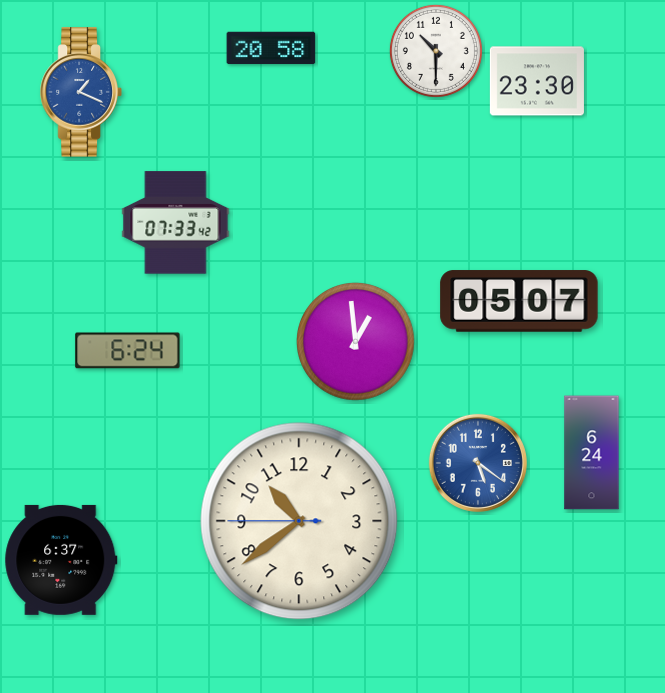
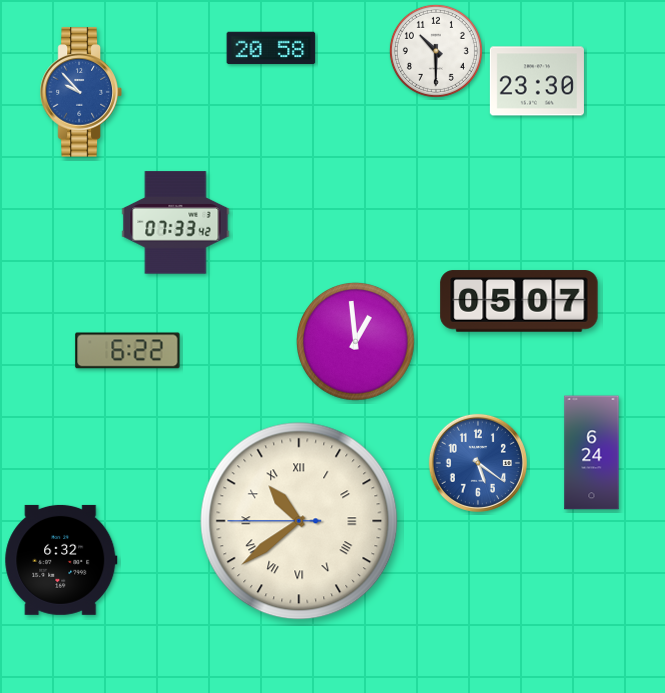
clock at (81, 92): 1:19 -> 9:53
clock at (128, 351): 6:24 -> 6:22
clock at (299, 521) numerals: Arabic -> Roman
clock at (61, 560): 6:37 -> 6:32
